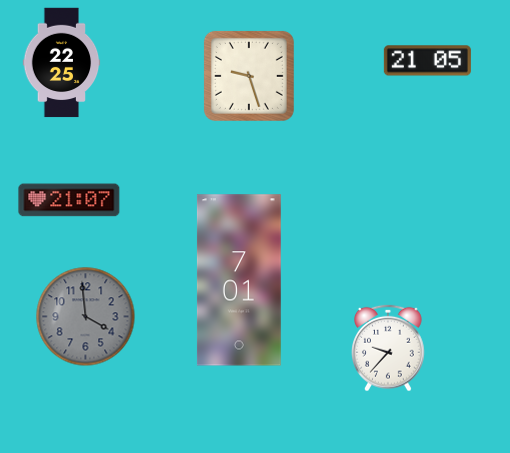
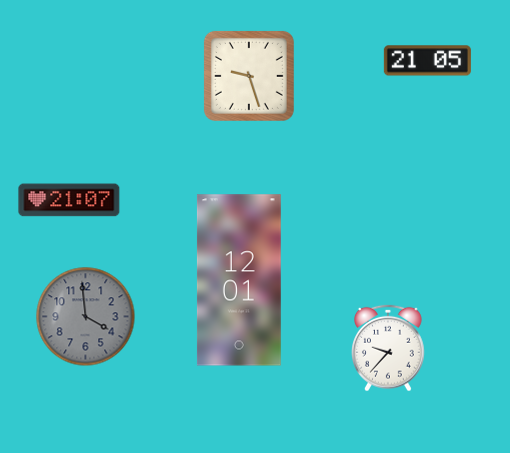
clock at (62, 63): 22:25 -> none
clock at (239, 280): 7:01 -> 12:01
